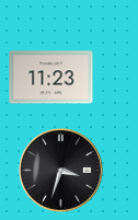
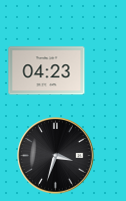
clock at (51, 78): 11:23 -> 04:23
